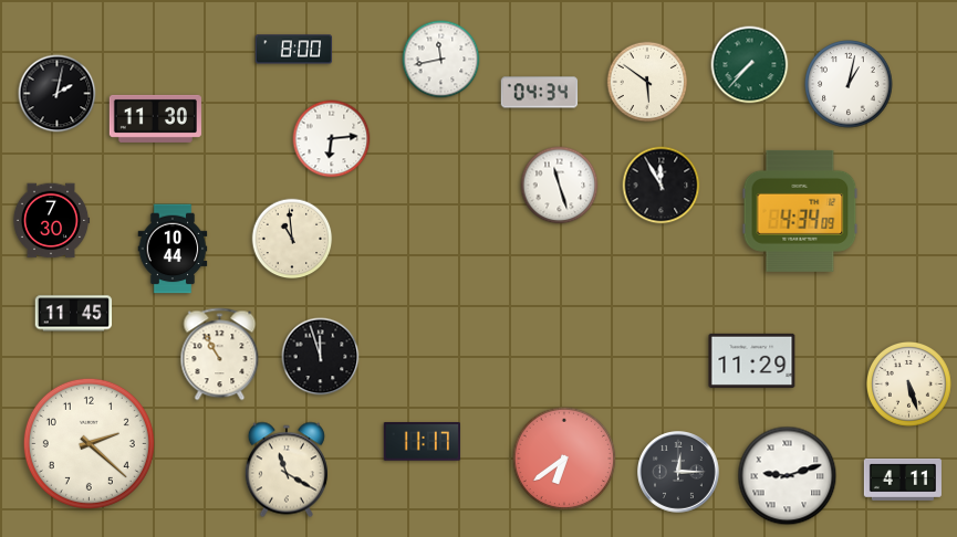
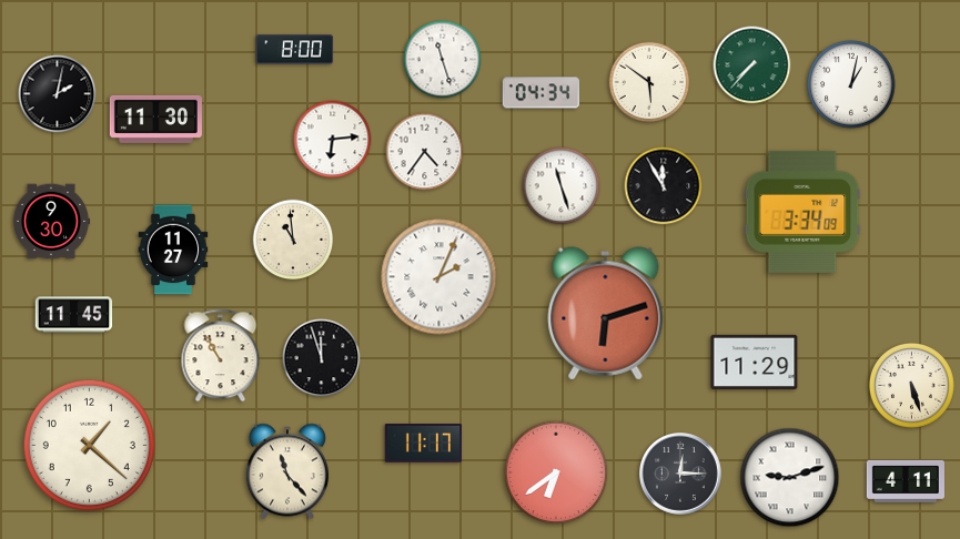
clock at (441, 60): 11:43 -> 11:27
clock at (425, 152): none -> 4:36
clock at (800, 211): 4:34 -> 3:34
clock at (51, 221): 7:30 -> 9:30
clock at (173, 249): 10:44 -> 11:27
clock at (439, 277): none -> 2:04
clock at (606, 314): none -> 6:12
clock at (89, 443): 2:22 -> 1:22
clock at (564, 459) position: (564, 459) -> (556, 472)
clock at (287, 470): 11:20 -> 11:23
